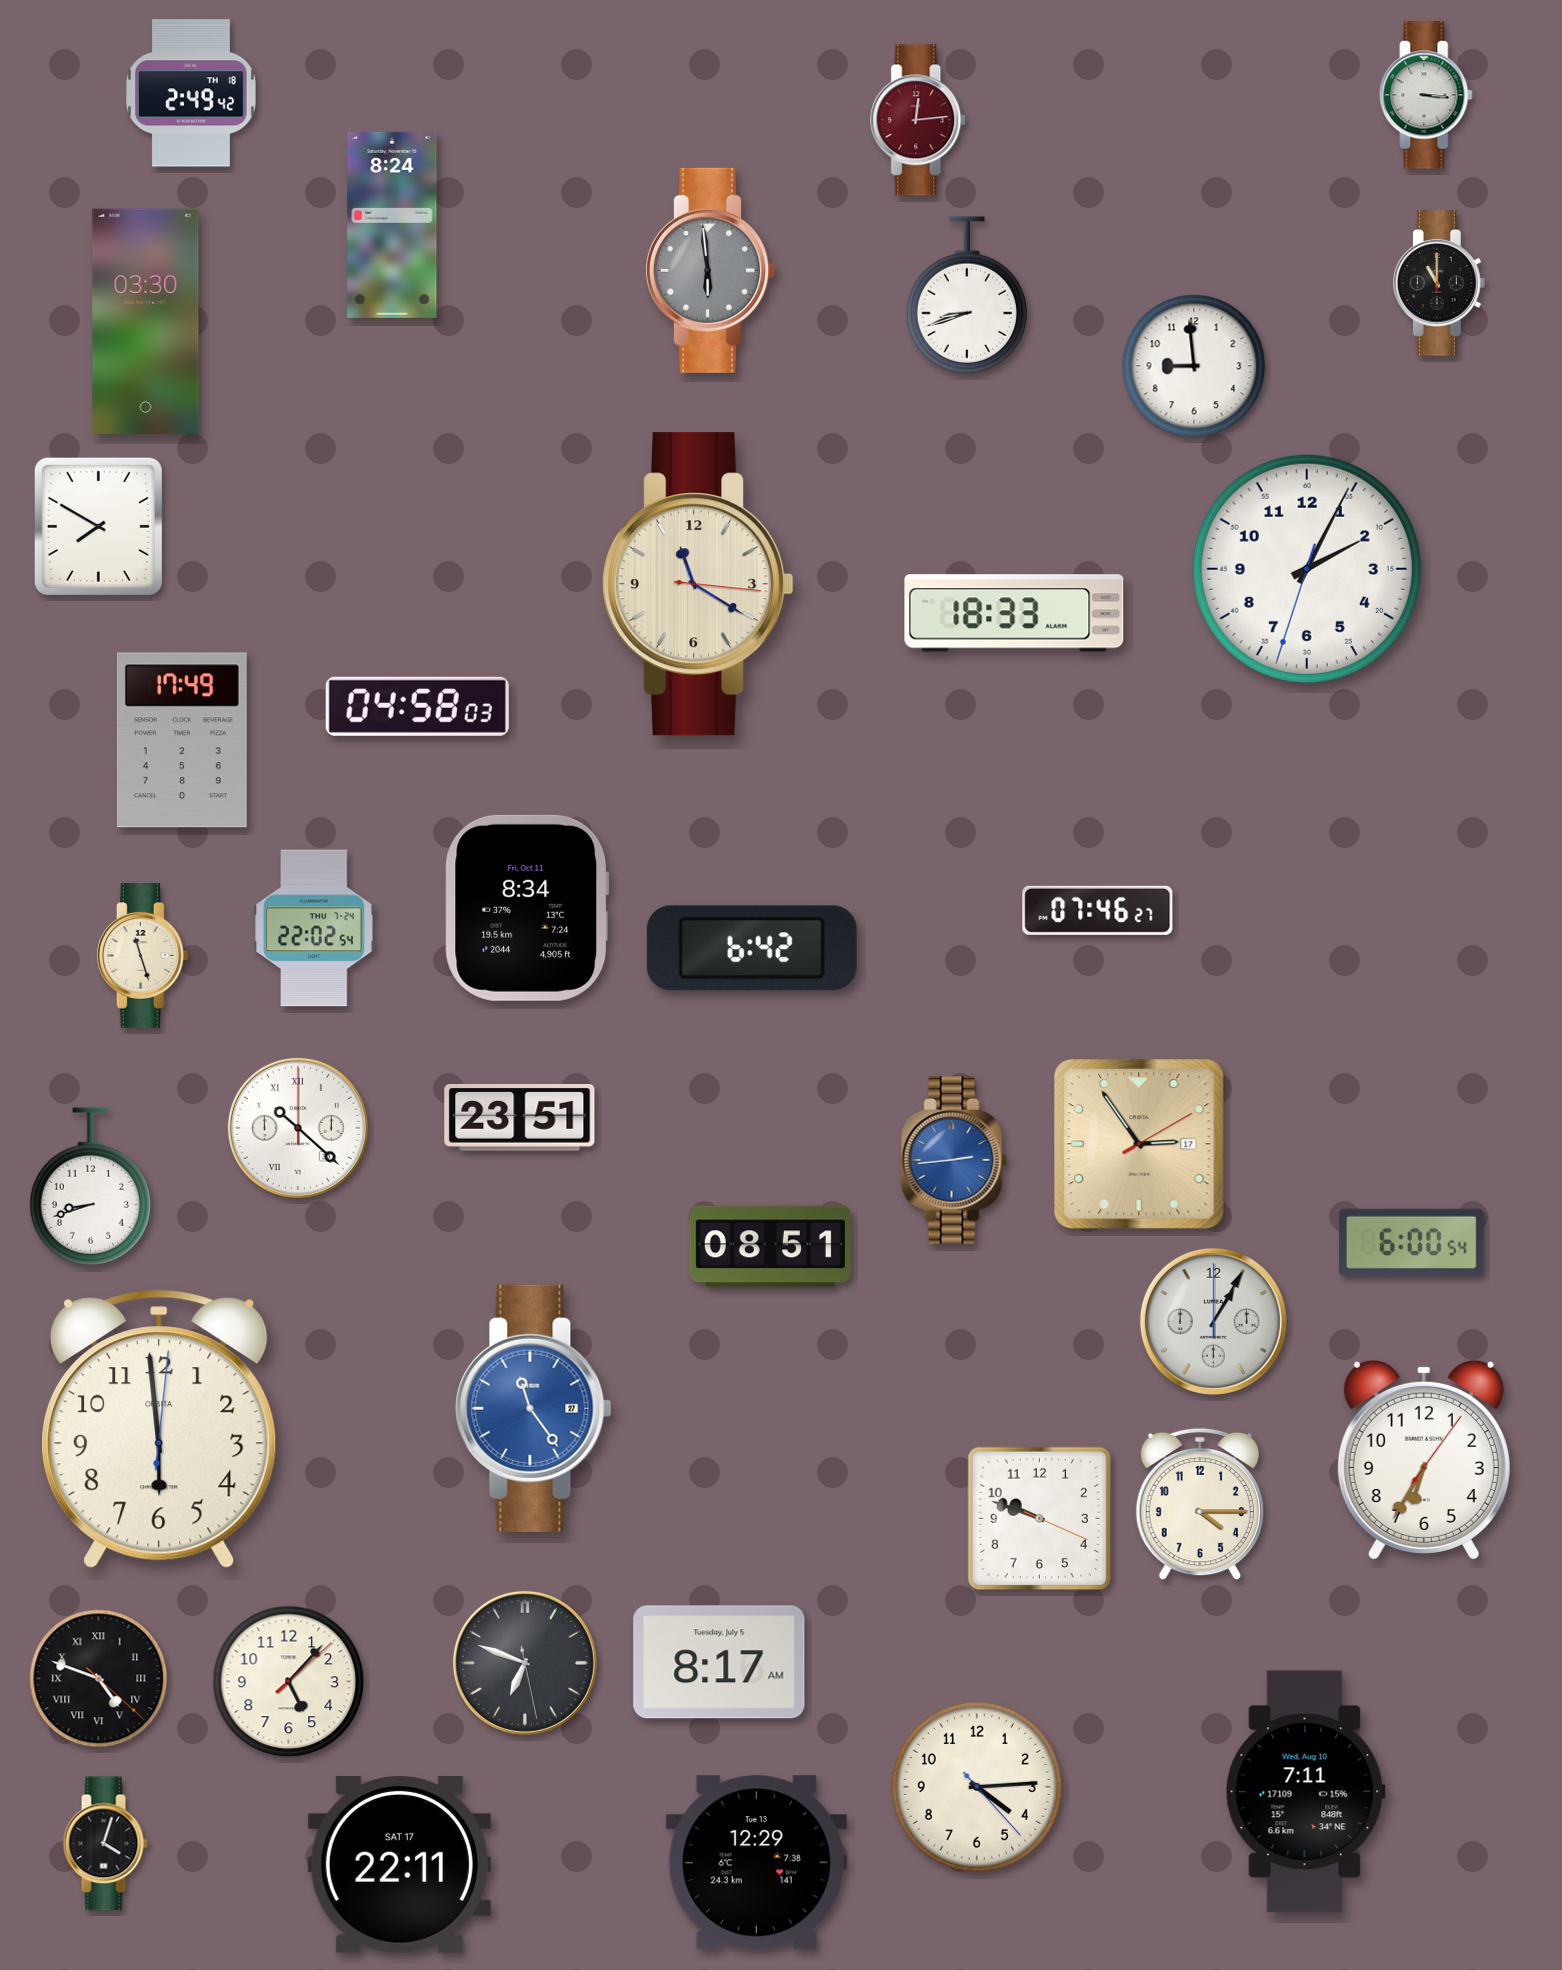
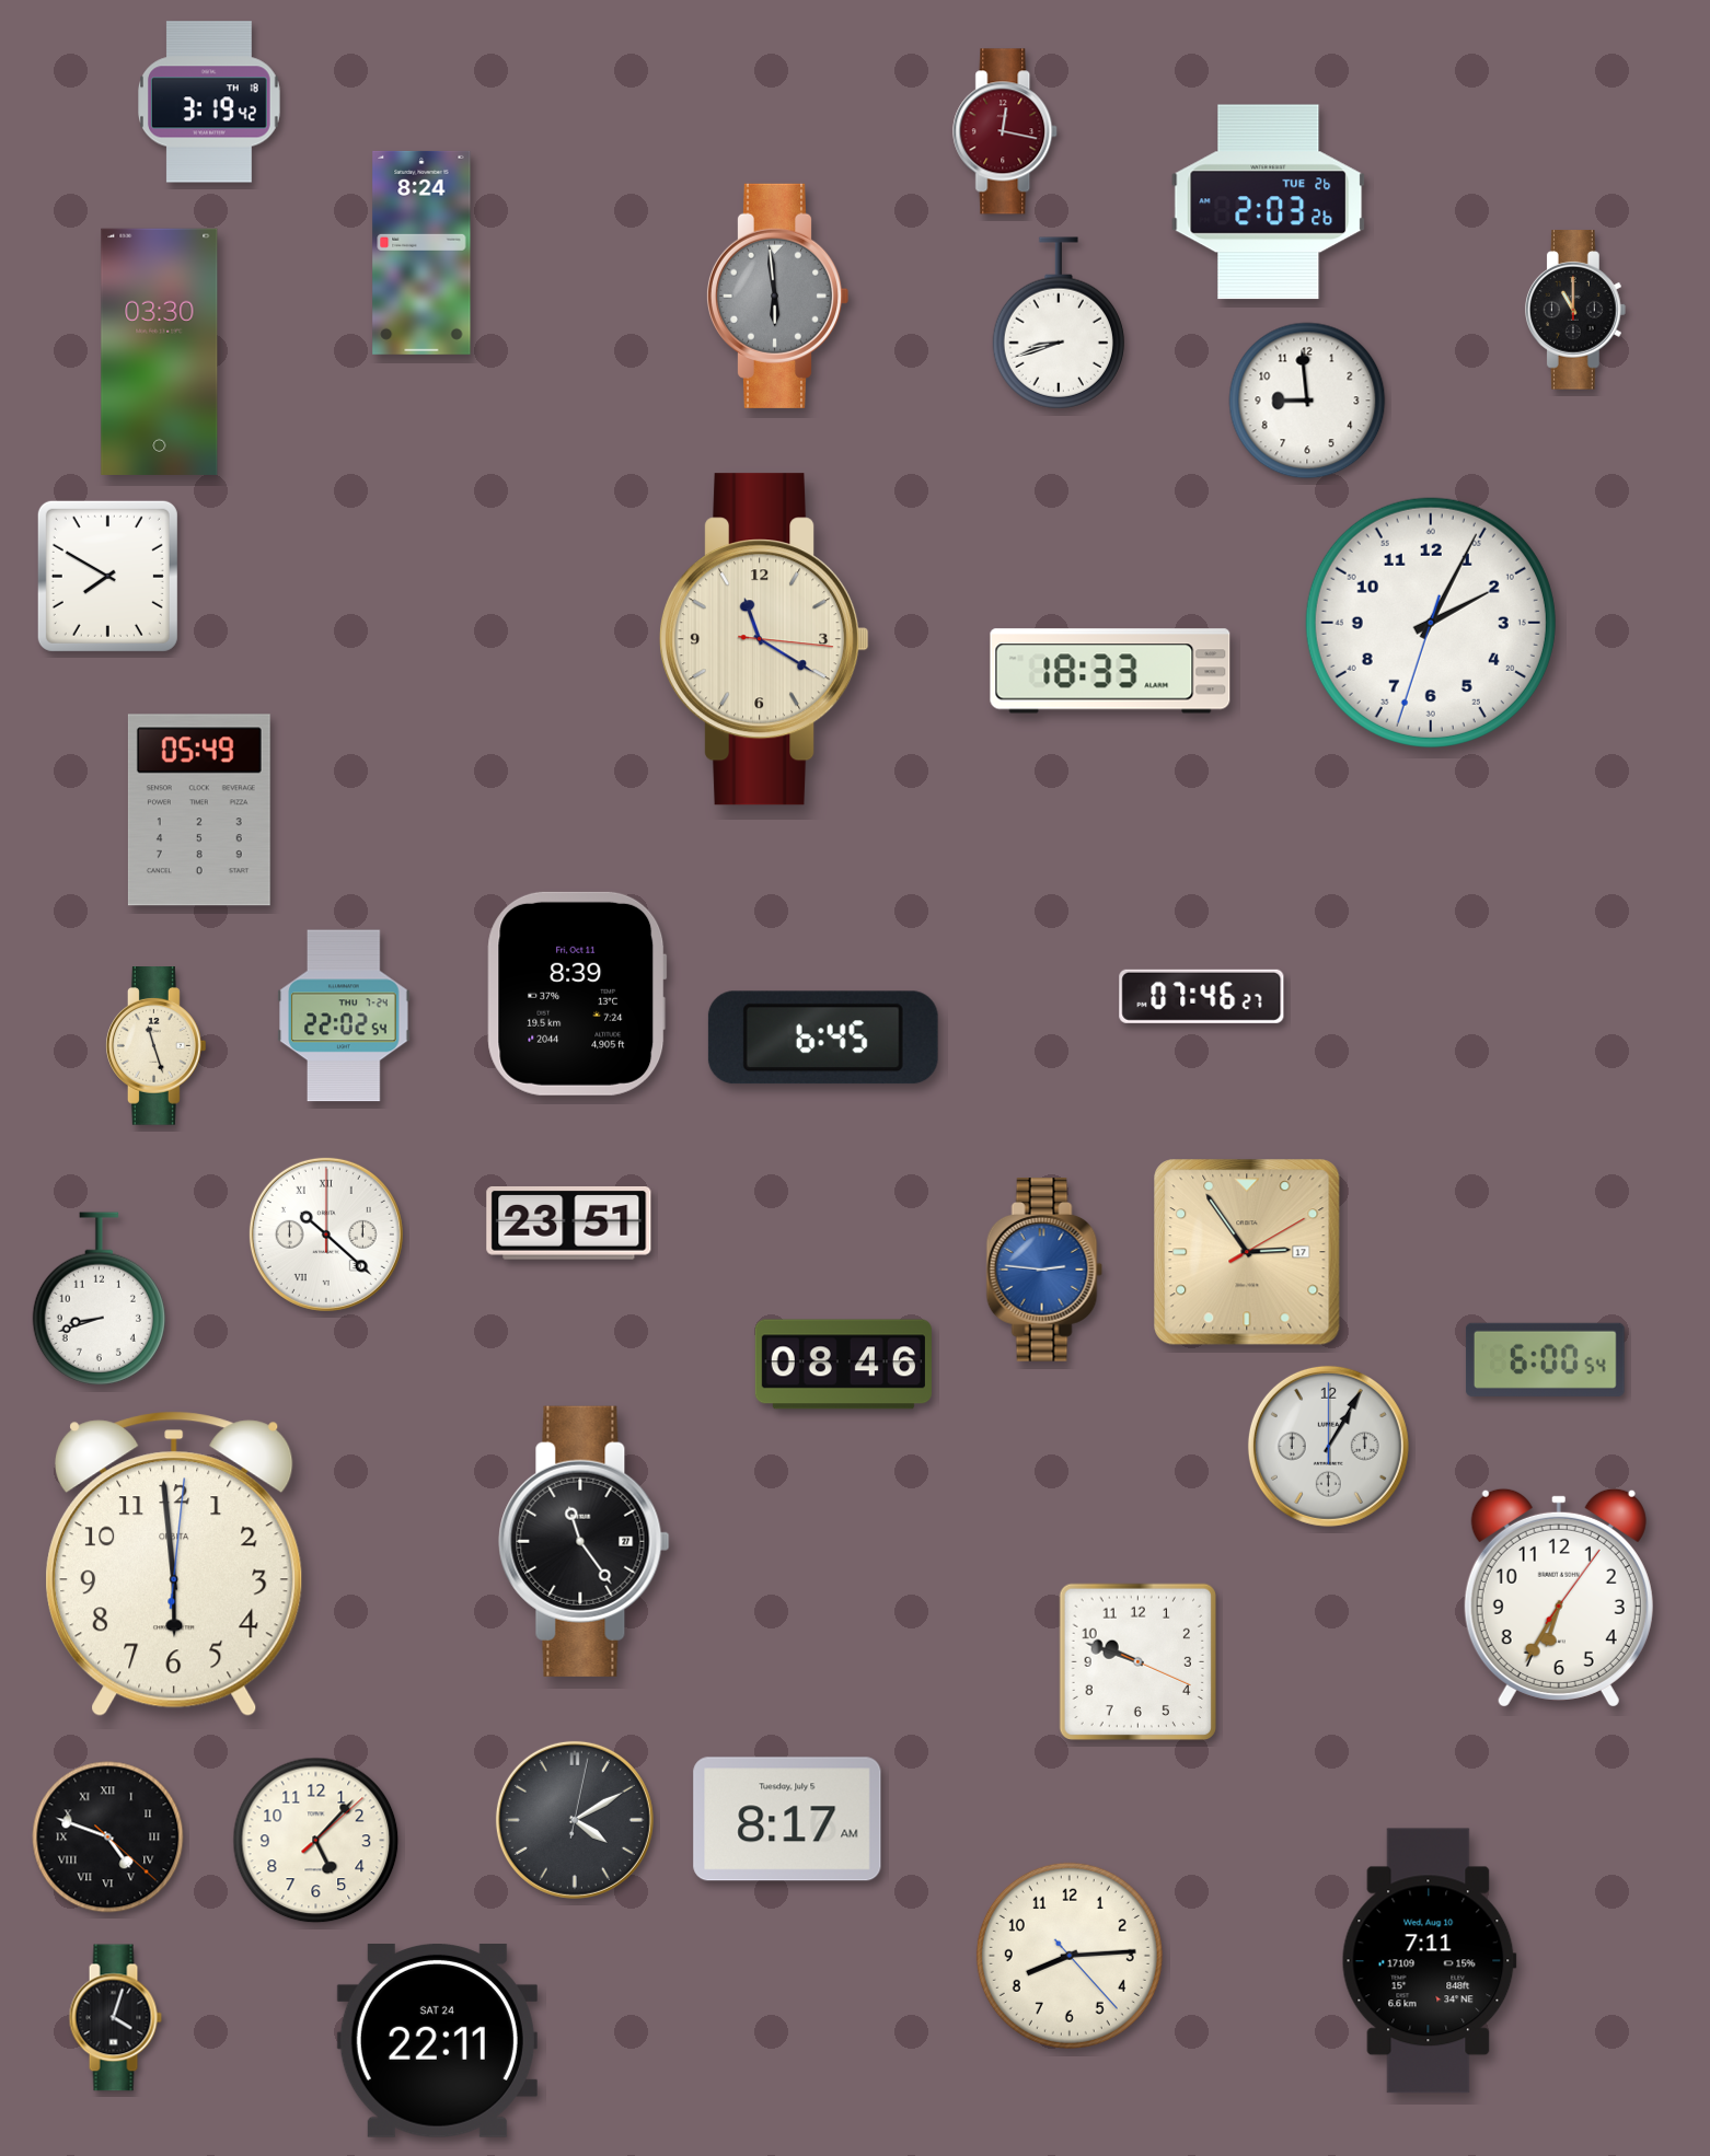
clock at (192, 93): 2:49 -> 3:19
clock at (1426, 95): 3:16 -> none
clock at (919, 120): 12:14 -> 12:17
clock at (1269, 202): none -> 2:03
clock at (392, 225) position: (392, 225) -> (421, 253)
clock at (417, 706): 04:58 -> none
clock at (182, 740): 17:49 -> 05:49
clock at (527, 908): 8:34 -> 8:39
clock at (752, 948): 6:42 -> 6:45
clock at (954, 1160): 2:44 -> 2:46
clock at (770, 1247): 08:51 -> 08:46
clock at (534, 1408) dial: blue -> black
clock at (1200, 1504): 4:15 -> none
clock at (525, 1663): 6:48 -> 4:10
clock at (977, 1787): 4:14 -> 8:14
clock at (756, 1863): 12:29 -> none
clock at (399, 1865) date: SAT 17 -> SAT 24
